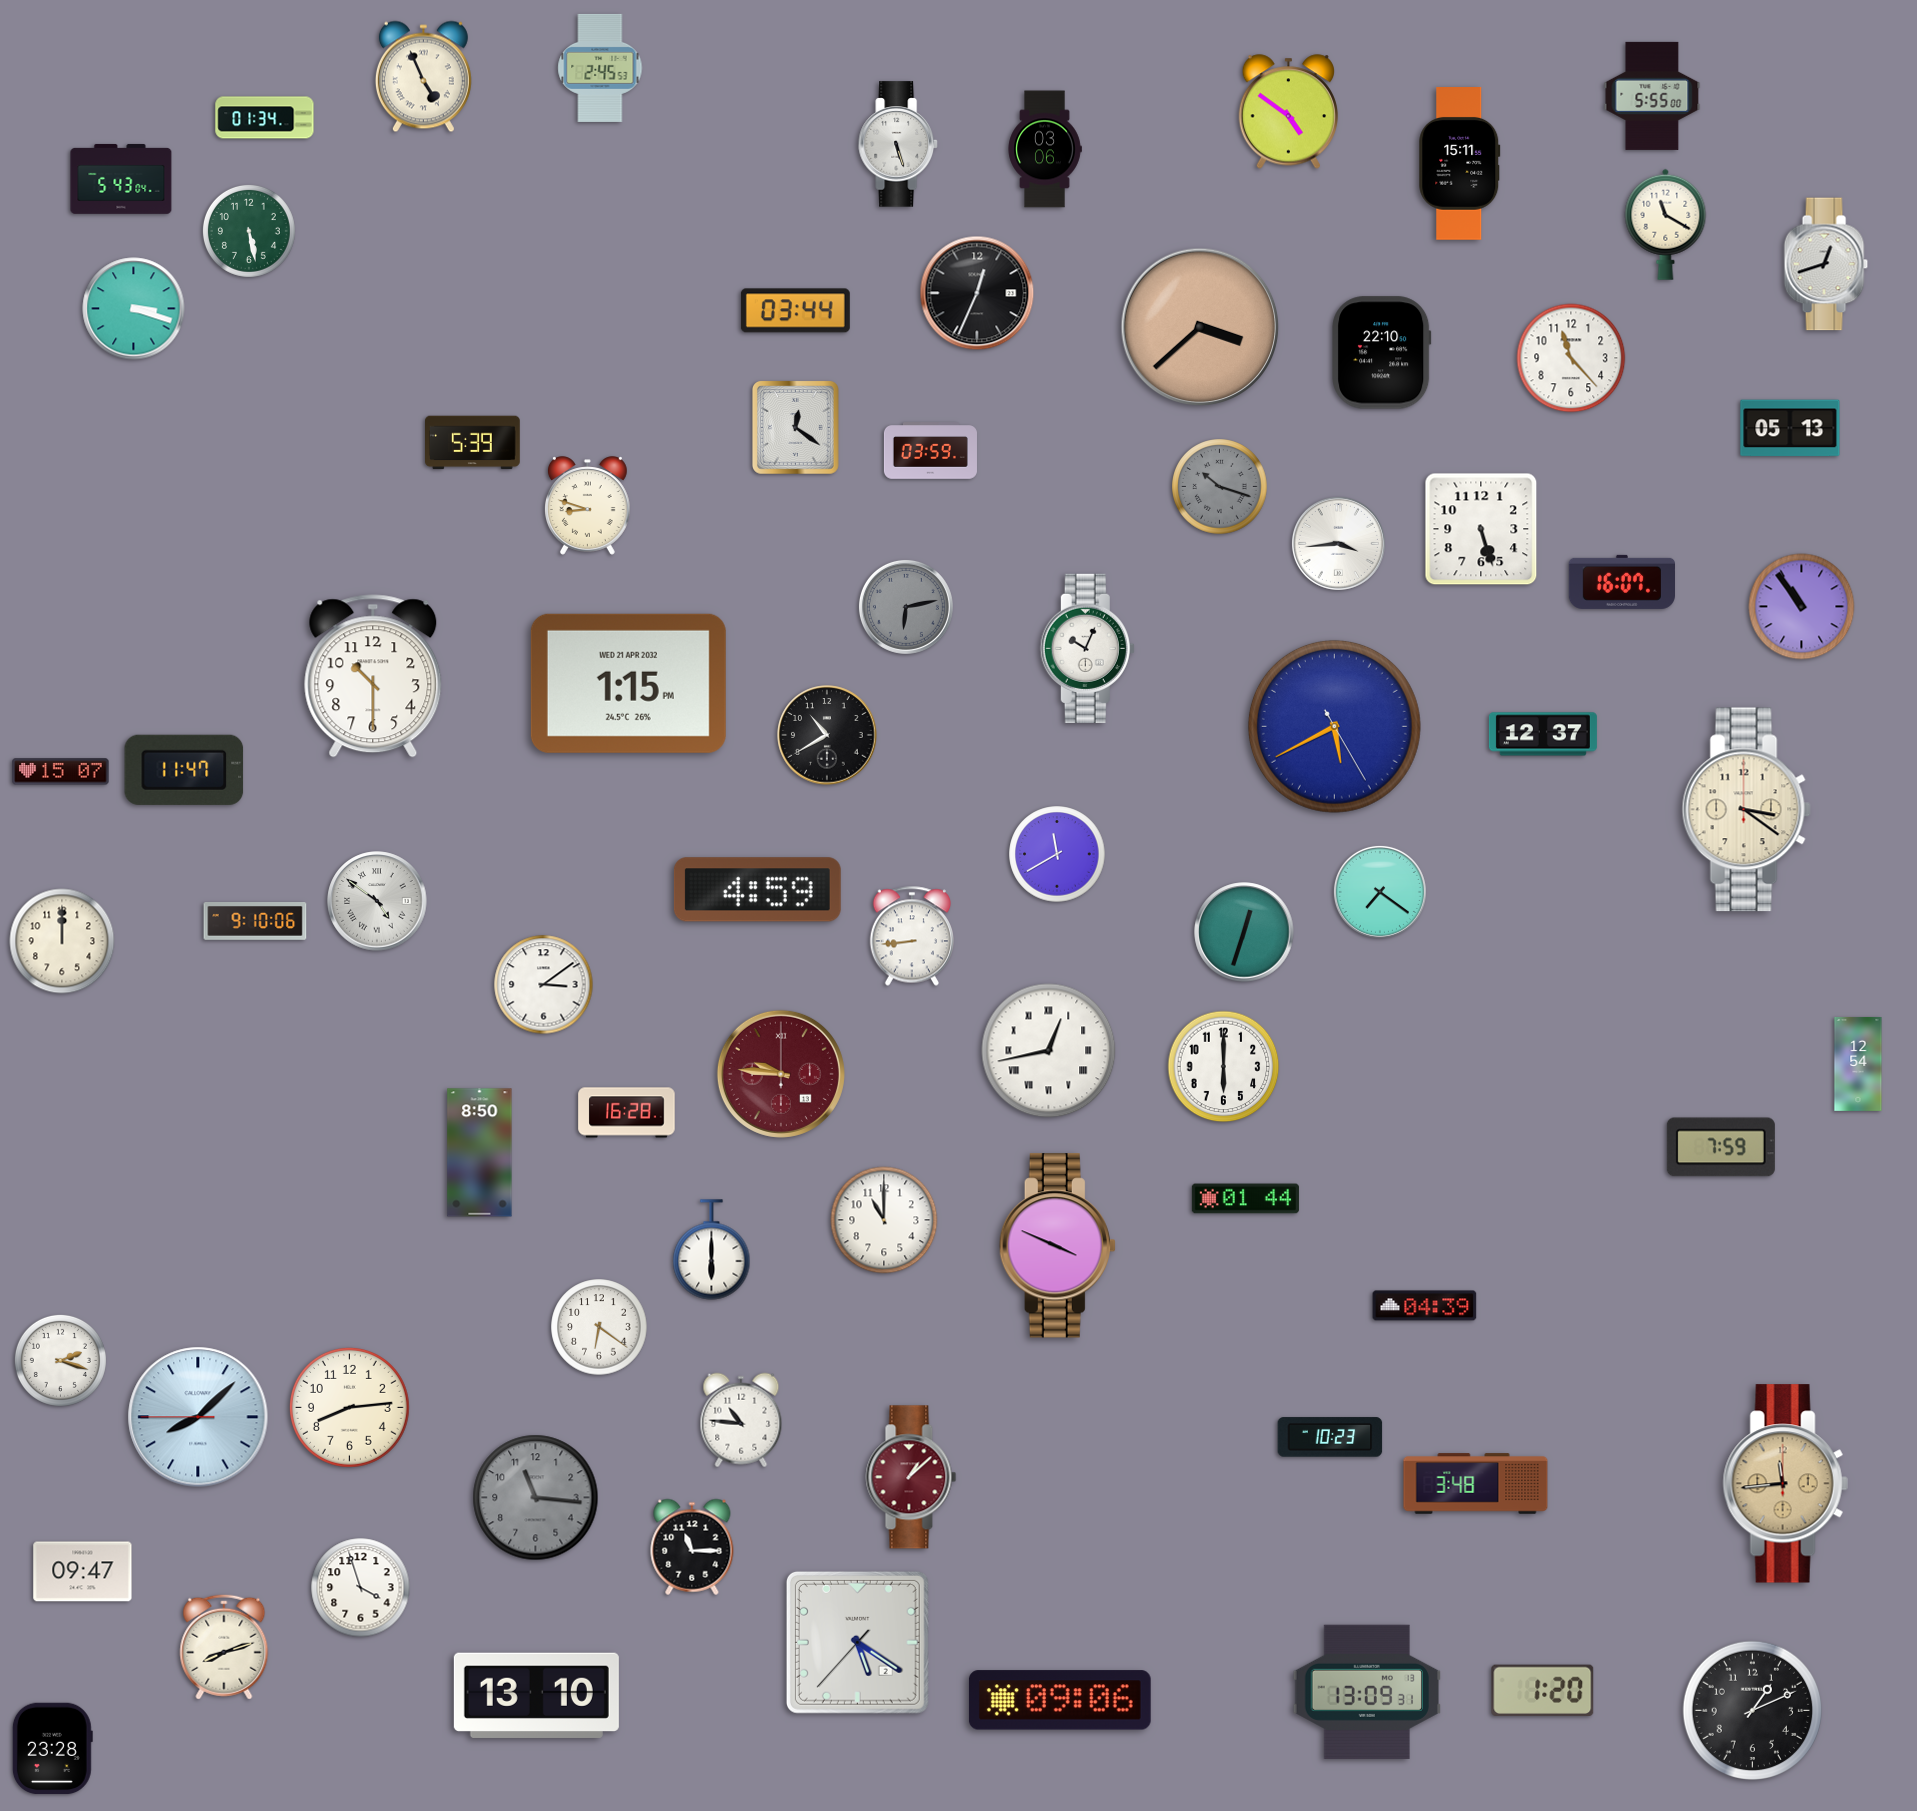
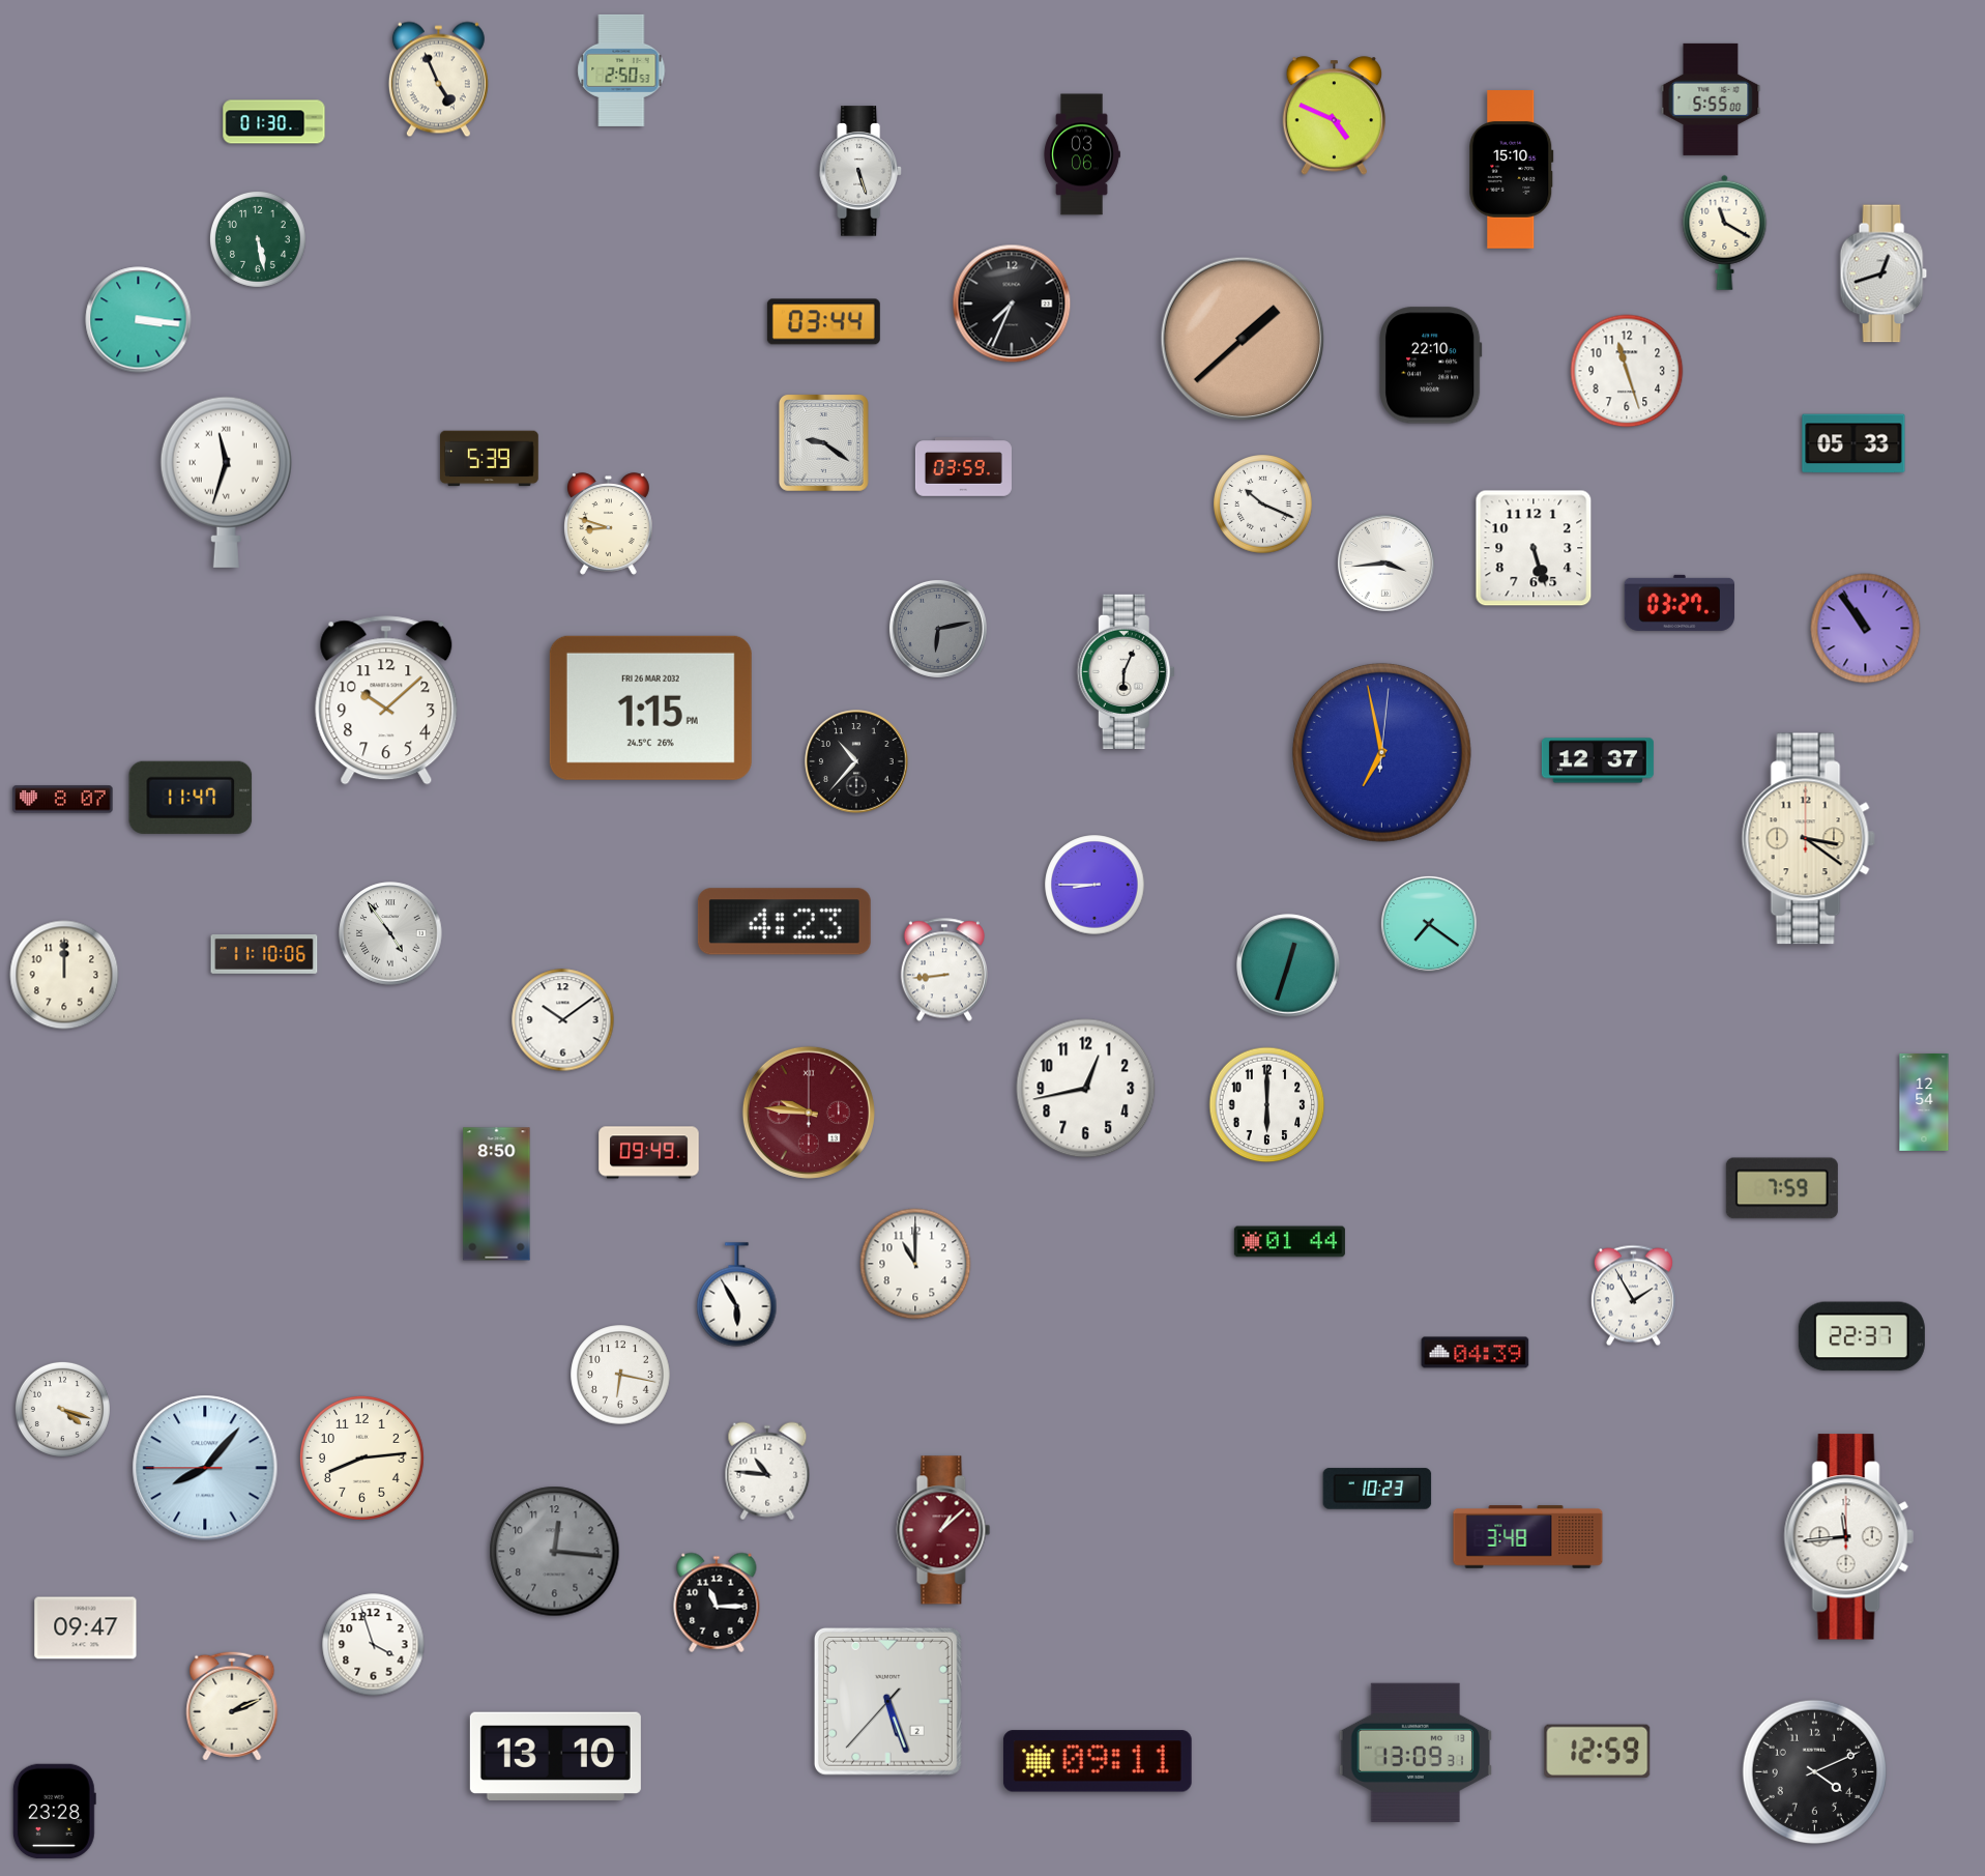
clock at (600, 68): 2:45 -> 2:50
clock at (1288, 112): 4:51 -> 4:49
clock at (265, 118): 01:34 -> 01:30
clock at (898, 144) position: (898, 144) -> (860, 171)
clock at (1460, 164): 15:11 -> 15:10
clock at (121, 179): 5:43 -> none
clock at (1826, 264) position: (1826, 264) -> (1884, 273)
clock at (977, 293): 12:34 -> 7:34
clock at (134, 309): 3:18 -> 3:16
clock at (1200, 327): 3:38 -> 1:38
clock at (1571, 358): 11:23 -> 11:27
clock at (795, 427): 12:21 -> 9:21
clock at (1790, 428): 05:13 -> 05:33
clock at (226, 482): none -> 11:33
clock at (1220, 487): 10:18 -> 10:19
clock at (1220, 487) dial: grey -> white
clock at (1621, 582): 16:07 -> 03:27
clock at (1087, 648): 10:04 -> 6:04
clock at (373, 676): 10:30 -> 10:08
clock at (628, 683) date: WED 21 APR 2032 -> FRI 26 MAR 2032
clock at (1334, 726): 5:40 -> 6:58
clock at (827, 735): 10:40 -> 10:37
clock at (61, 772): 15:07 -> 8:07
clock at (1057, 854): 11:40 -> 8:45
clock at (757, 890): 4:59 -> 4:23
clock at (377, 901): 4:51 -> 4:54
clock at (255, 922): 9:10 -> 11:10
clock at (544, 985): 3:09 -> 10:09
clock at (1049, 1051) numerals: Roman -> Arabic
clock at (627, 1113): 16:28 -> 09:49
clock at (1057, 1246): 3:49 -> none
clock at (712, 1250): 6:00 -> 5:55
clock at (1633, 1296): none -> 1:55
clock at (1862, 1336): none -> 22:37
clock at (599, 1327): 6:21 -> 6:17
clock at (60, 1360): 2:18 -> 4:18
clock at (198, 1417): 8:07 -> 8:06
clock at (1785, 1484) dial: champagne -> white
clock at (536, 1498): 11:16 -> 12:16
clock at (857, 1642): 5:20 -> 5:26
clock at (224, 1647): 8:12 -> 2:11
clock at (1543, 1690): 1:20 -> 12:59
clock at (1060, 1700): 09:06 -> 09:11
clock at (1753, 1711): 1:11 -> 4:11
